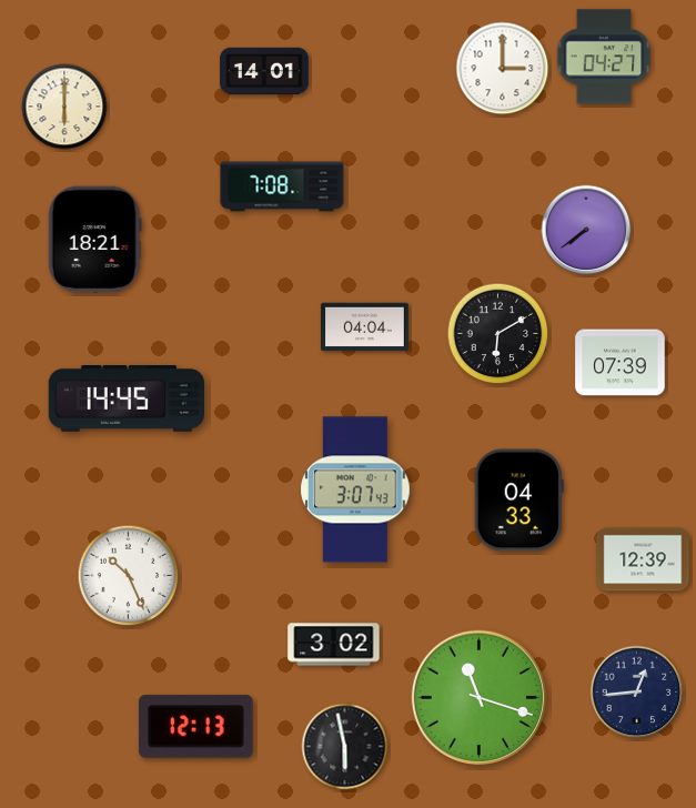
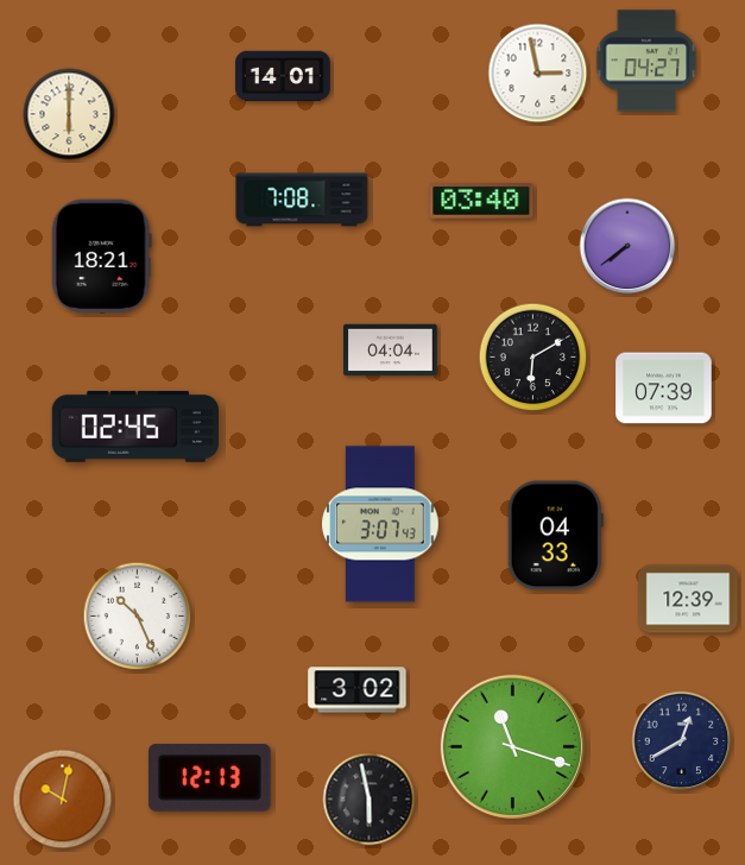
clock at (503, 69): 3:00 -> 2:58
clock at (481, 202): none -> 03:40
clock at (125, 398): 14:45 -> 02:45
clock at (637, 693): 12:44 -> 12:40
clock at (63, 800): none -> 10:02
